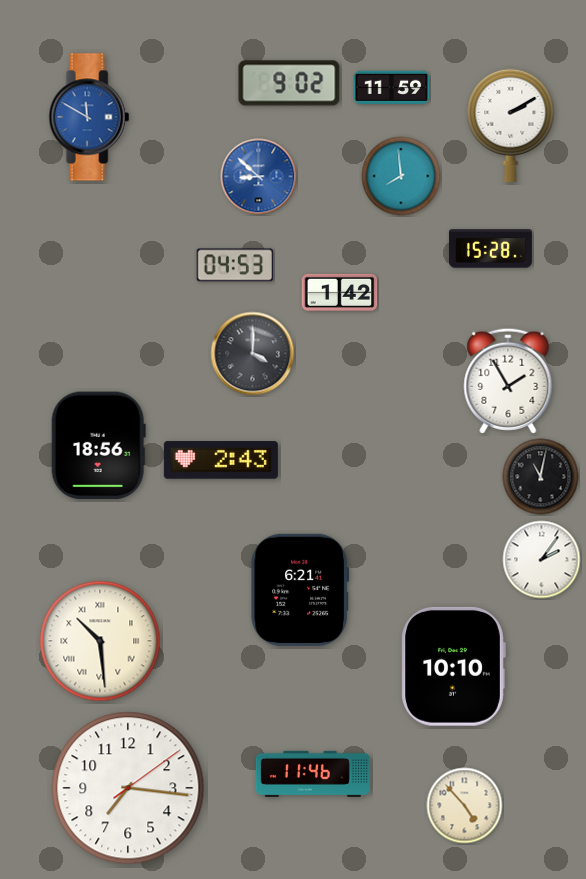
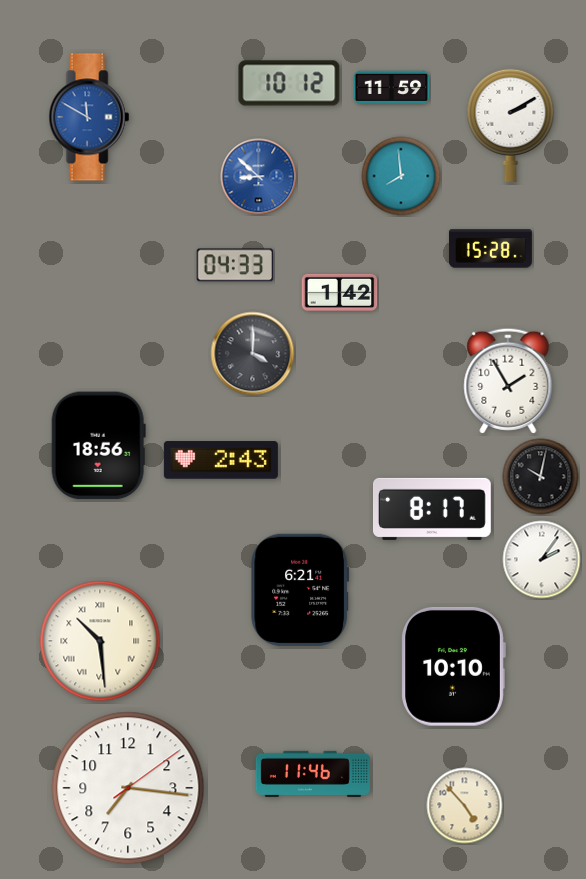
clock at (289, 83): 9:02 -> 10:12
clock at (235, 265): 04:53 -> 04:33
clock at (541, 477): 11:02 -> 10:02
clock at (433, 509): none -> 8:17
